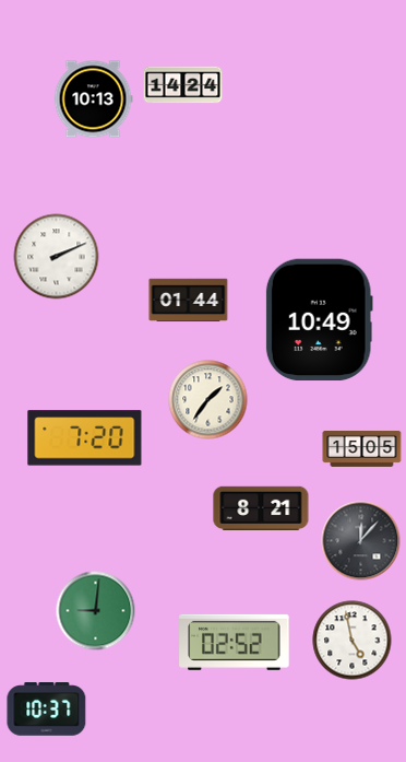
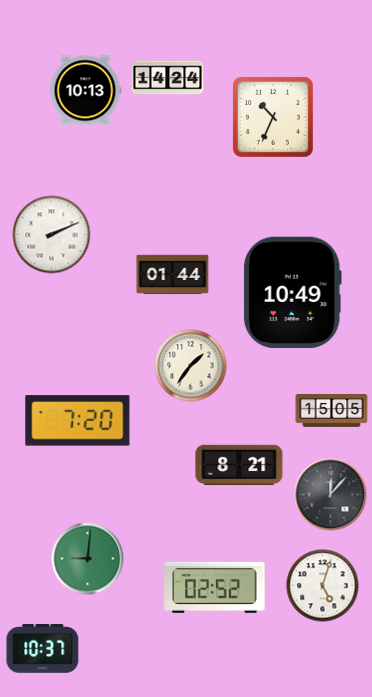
clock at (273, 117): none -> 10:34
clock at (85, 438) position: (85, 438) -> (78, 421)
clock at (353, 641): 4:58 -> 5:03
